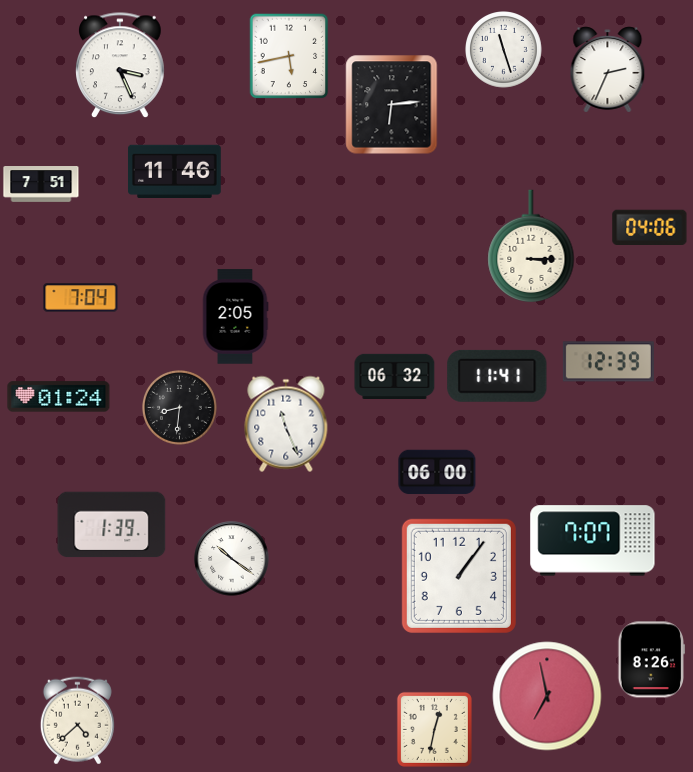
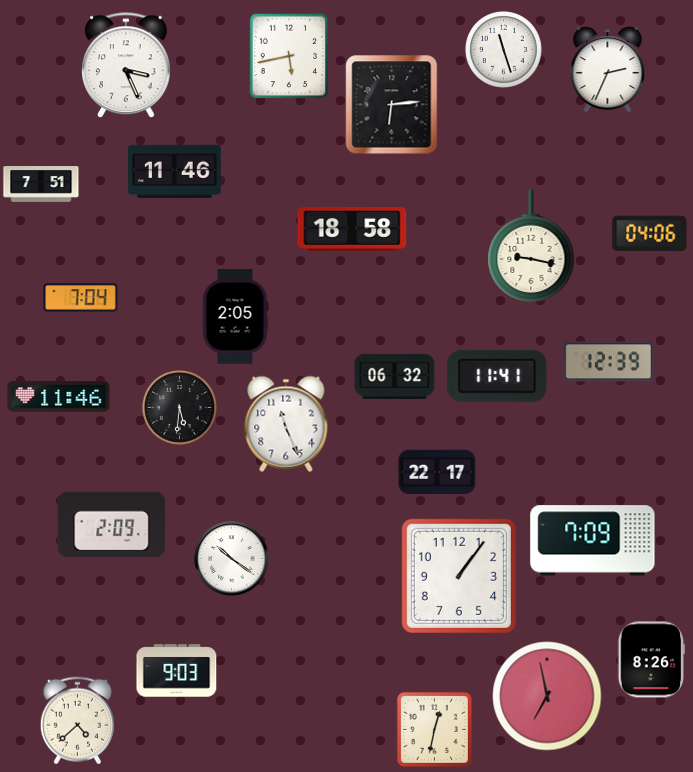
clock at (120, 66) position: (120, 66) -> (126, 66)
clock at (650, 227) position: (650, 227) -> (650, 233)
clock at (352, 229): none -> 18:58
clock at (531, 246): 3:15 -> 9:17
clock at (59, 397): 01:24 -> 11:46
clock at (180, 408): 8:31 -> 5:31
clock at (437, 472): 06:00 -> 22:17
clock at (112, 525): 1:39 -> 2:09
clock at (593, 541): 7:07 -> 7:09
clock at (177, 671): none -> 9:03
